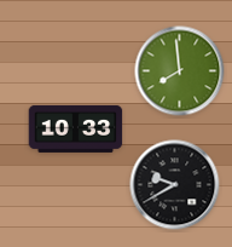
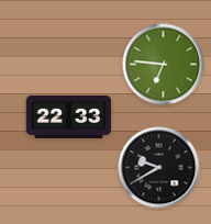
clock at (180, 71): 7:59 -> 6:46
clock at (76, 128): 10:33 -> 22:33
